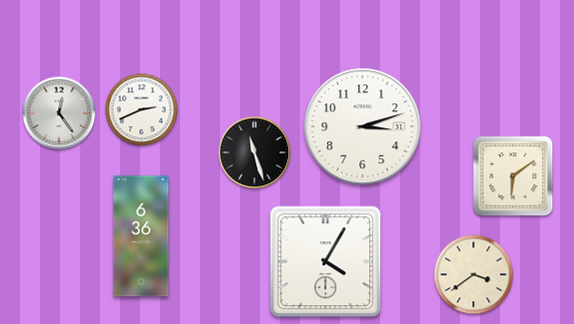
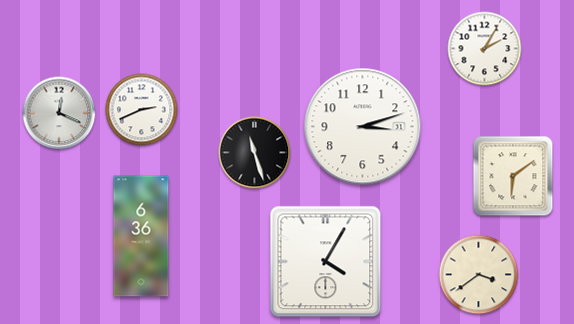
clock at (485, 49): none -> 2:05
clock at (59, 113): 12:24 -> 12:19
clock at (474, 275) position: (474, 275) -> (479, 275)
